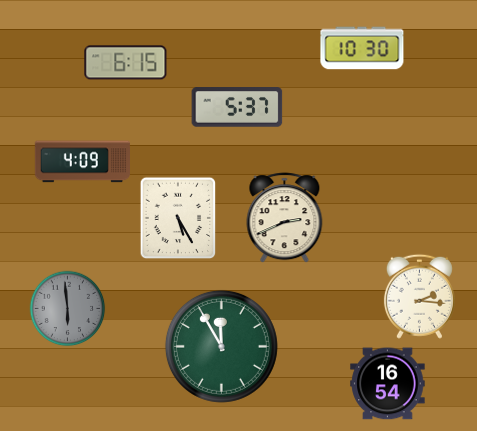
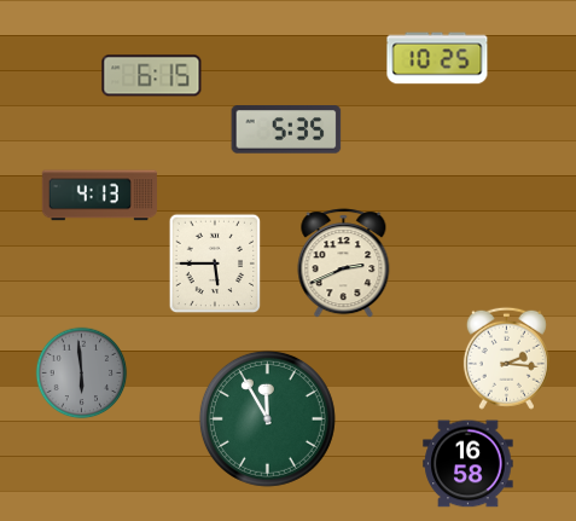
clock at (362, 48): 10:30 -> 10:25
clock at (237, 107): 5:37 -> 5:35
clock at (82, 162): 4:09 -> 4:13
clock at (178, 218): 5:25 -> 5:45
clock at (388, 384): 16:54 -> 16:58
